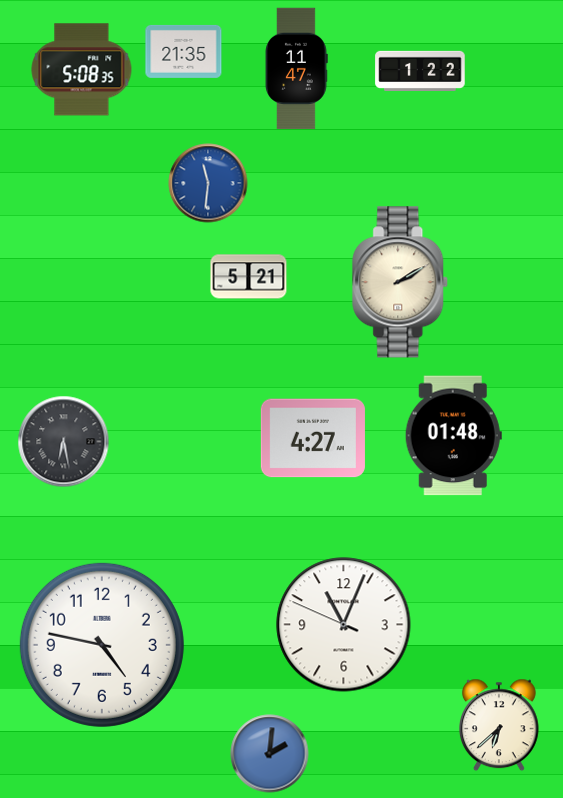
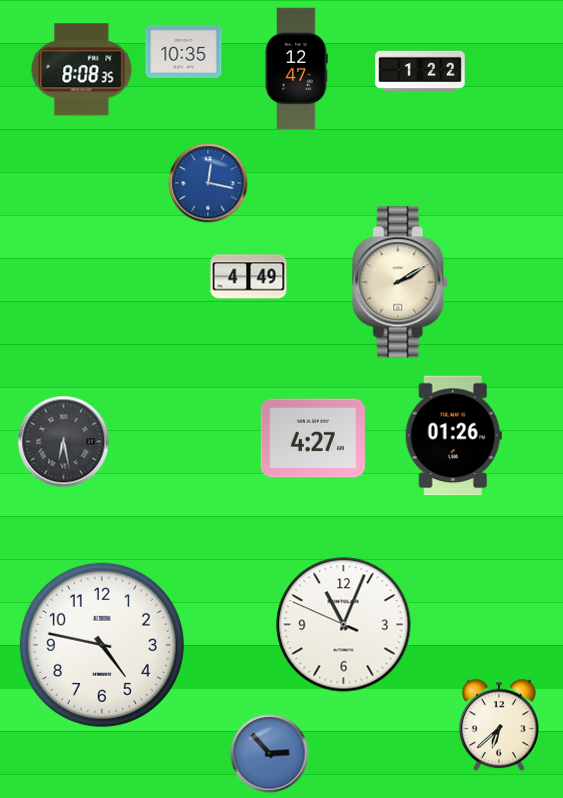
clock at (184, 51): 21:35 -> 10:35
clock at (296, 69): 11:47 -> 12:47
clock at (82, 70): 5:08 -> 8:08
clock at (208, 183): 11:31 -> 12:17
clock at (249, 277): 5:21 -> 4:49
clock at (453, 436): 01:48 -> 01:26
clock at (270, 754): 2:01 -> 2:53
